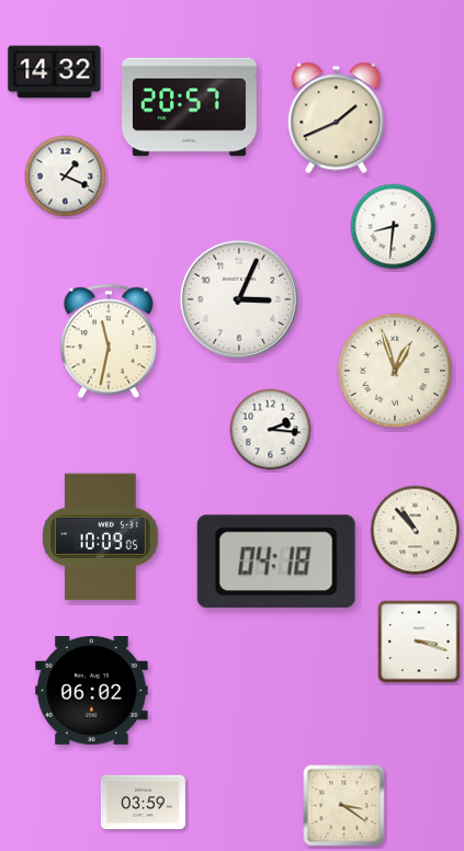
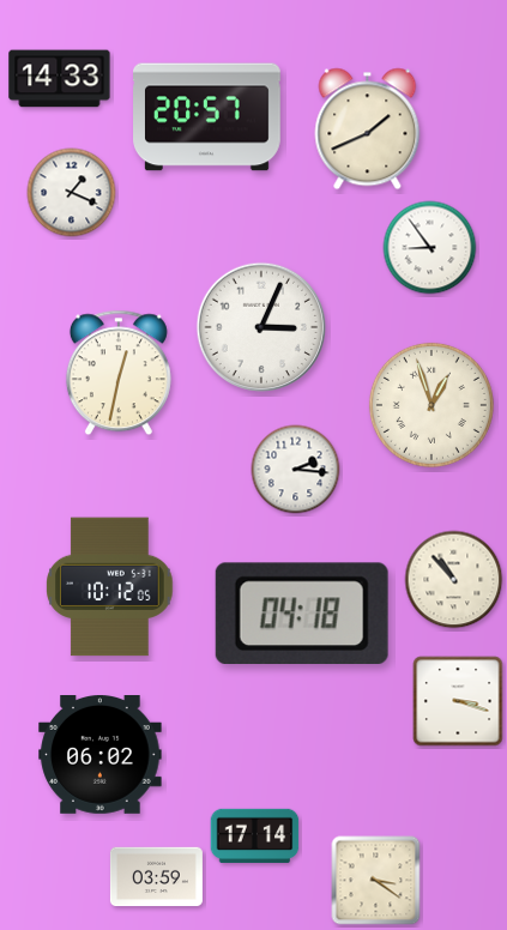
clock at (55, 72): 14:32 -> 14:33
clock at (394, 227): 8:31 -> 8:54
clock at (109, 341): 11:32 -> 12:32
clock at (101, 537): 10:09 -> 10:12
clock at (255, 835): none -> 17:14
